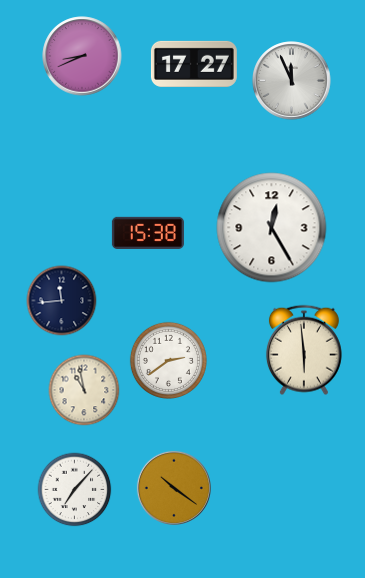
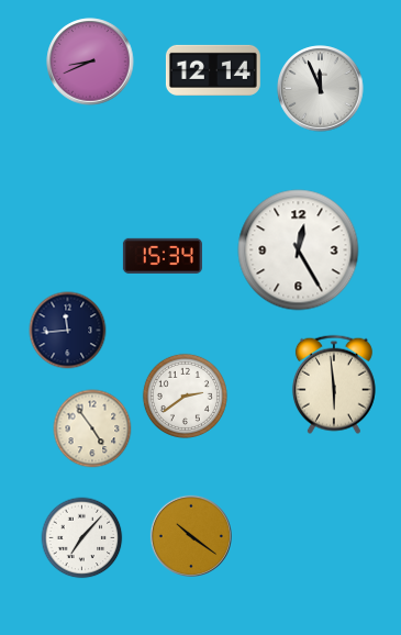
clock at (194, 64): 17:27 -> 12:14
clock at (148, 232): 15:38 -> 15:34
clock at (84, 390): 10:58 -> 4:54
